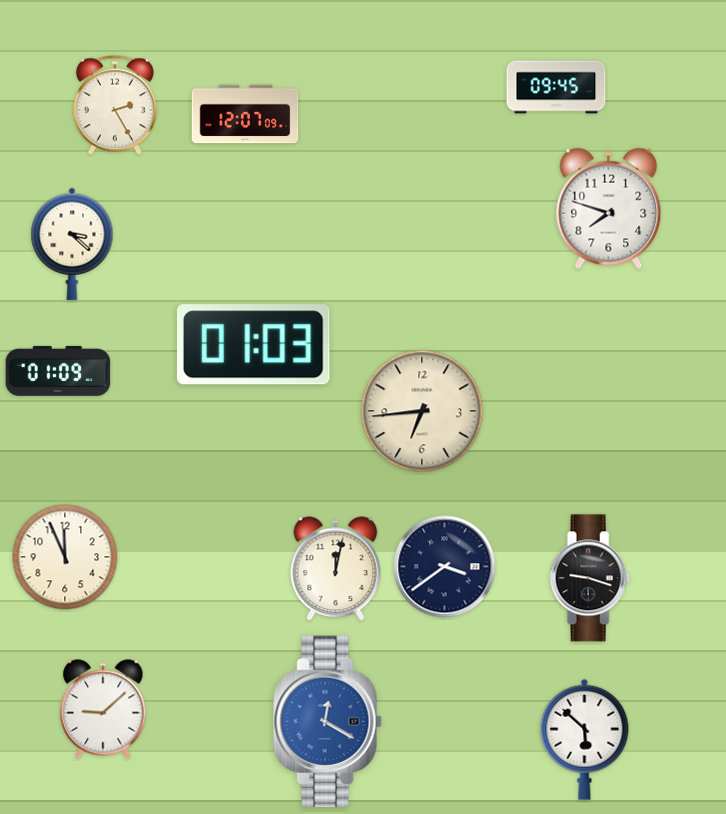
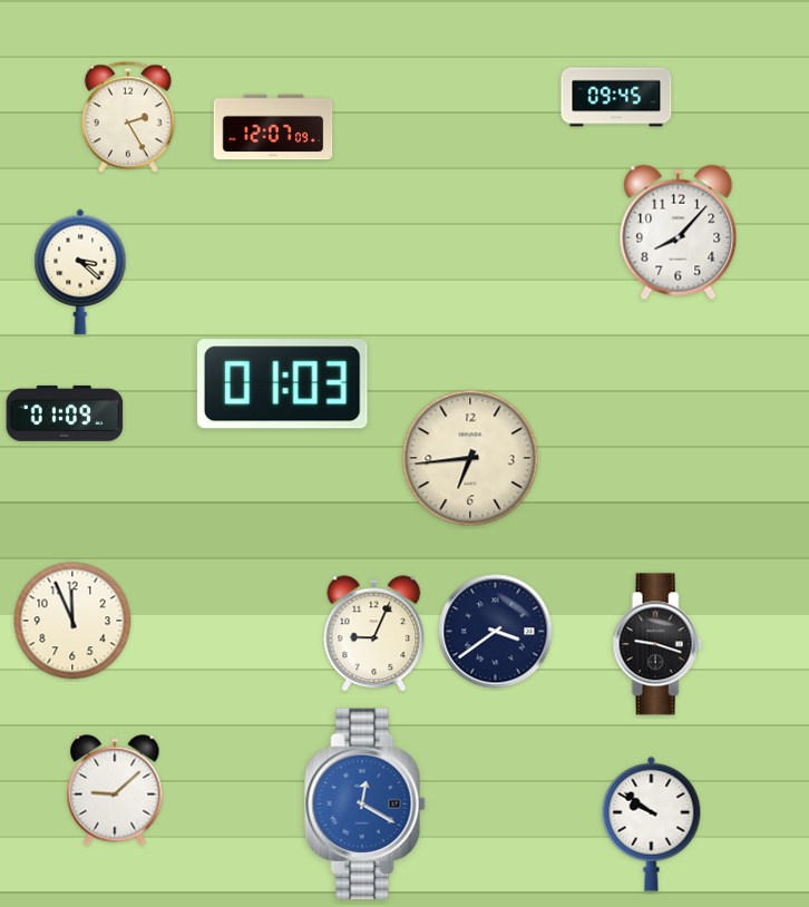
clock at (556, 87) position: (556, 87) -> (616, 97)
clock at (609, 209): 7:48 -> 8:07
clock at (336, 569): 12:02 -> 9:04
clock at (585, 739): 5:52 -> 9:51
